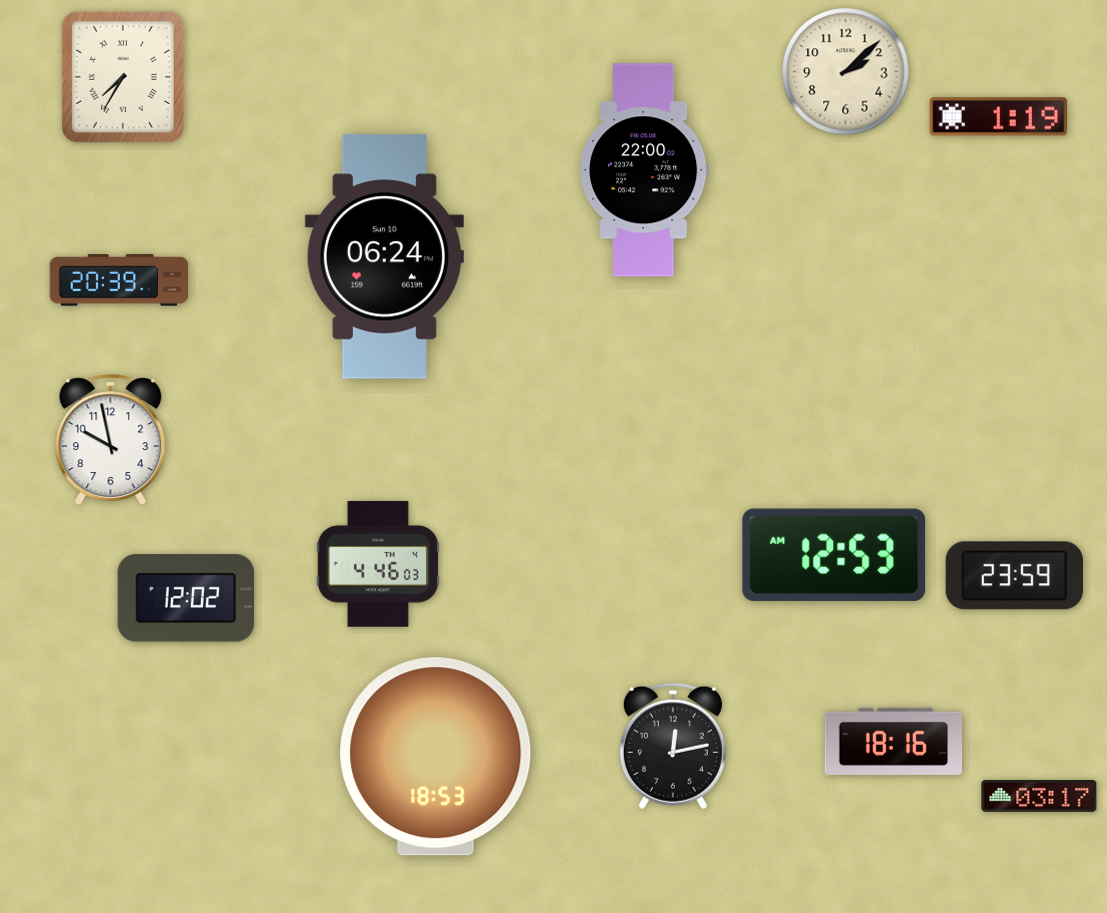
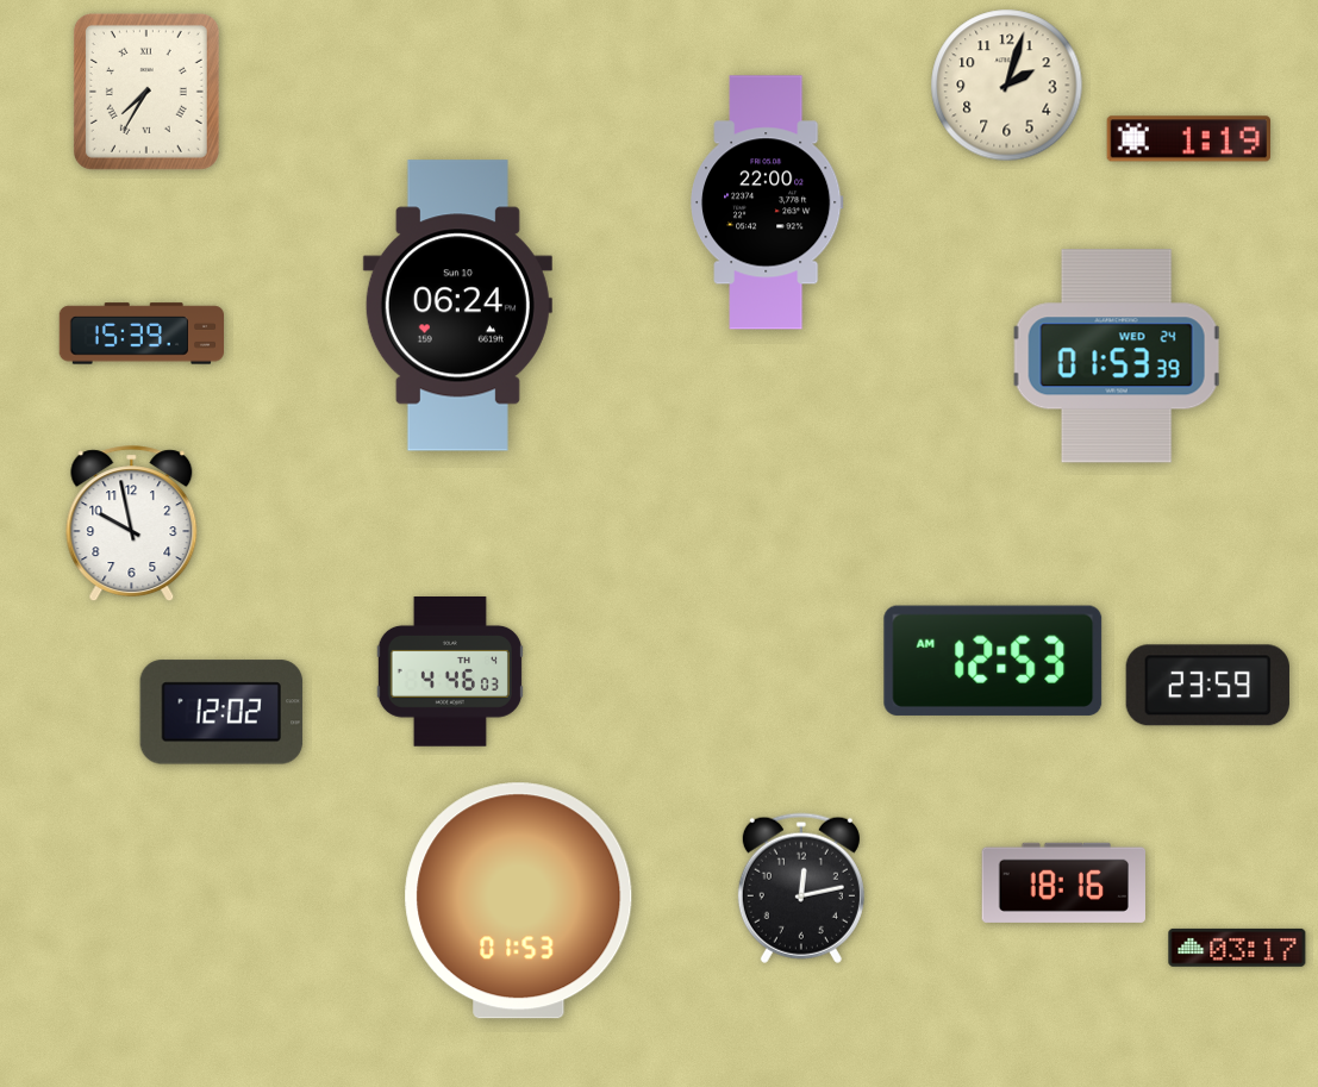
clock at (846, 72): 2:08 -> 2:03
clock at (118, 280): 20:39 -> 15:39
clock at (1117, 356): none -> 01:53
clock at (436, 757): 18:53 -> 01:53
